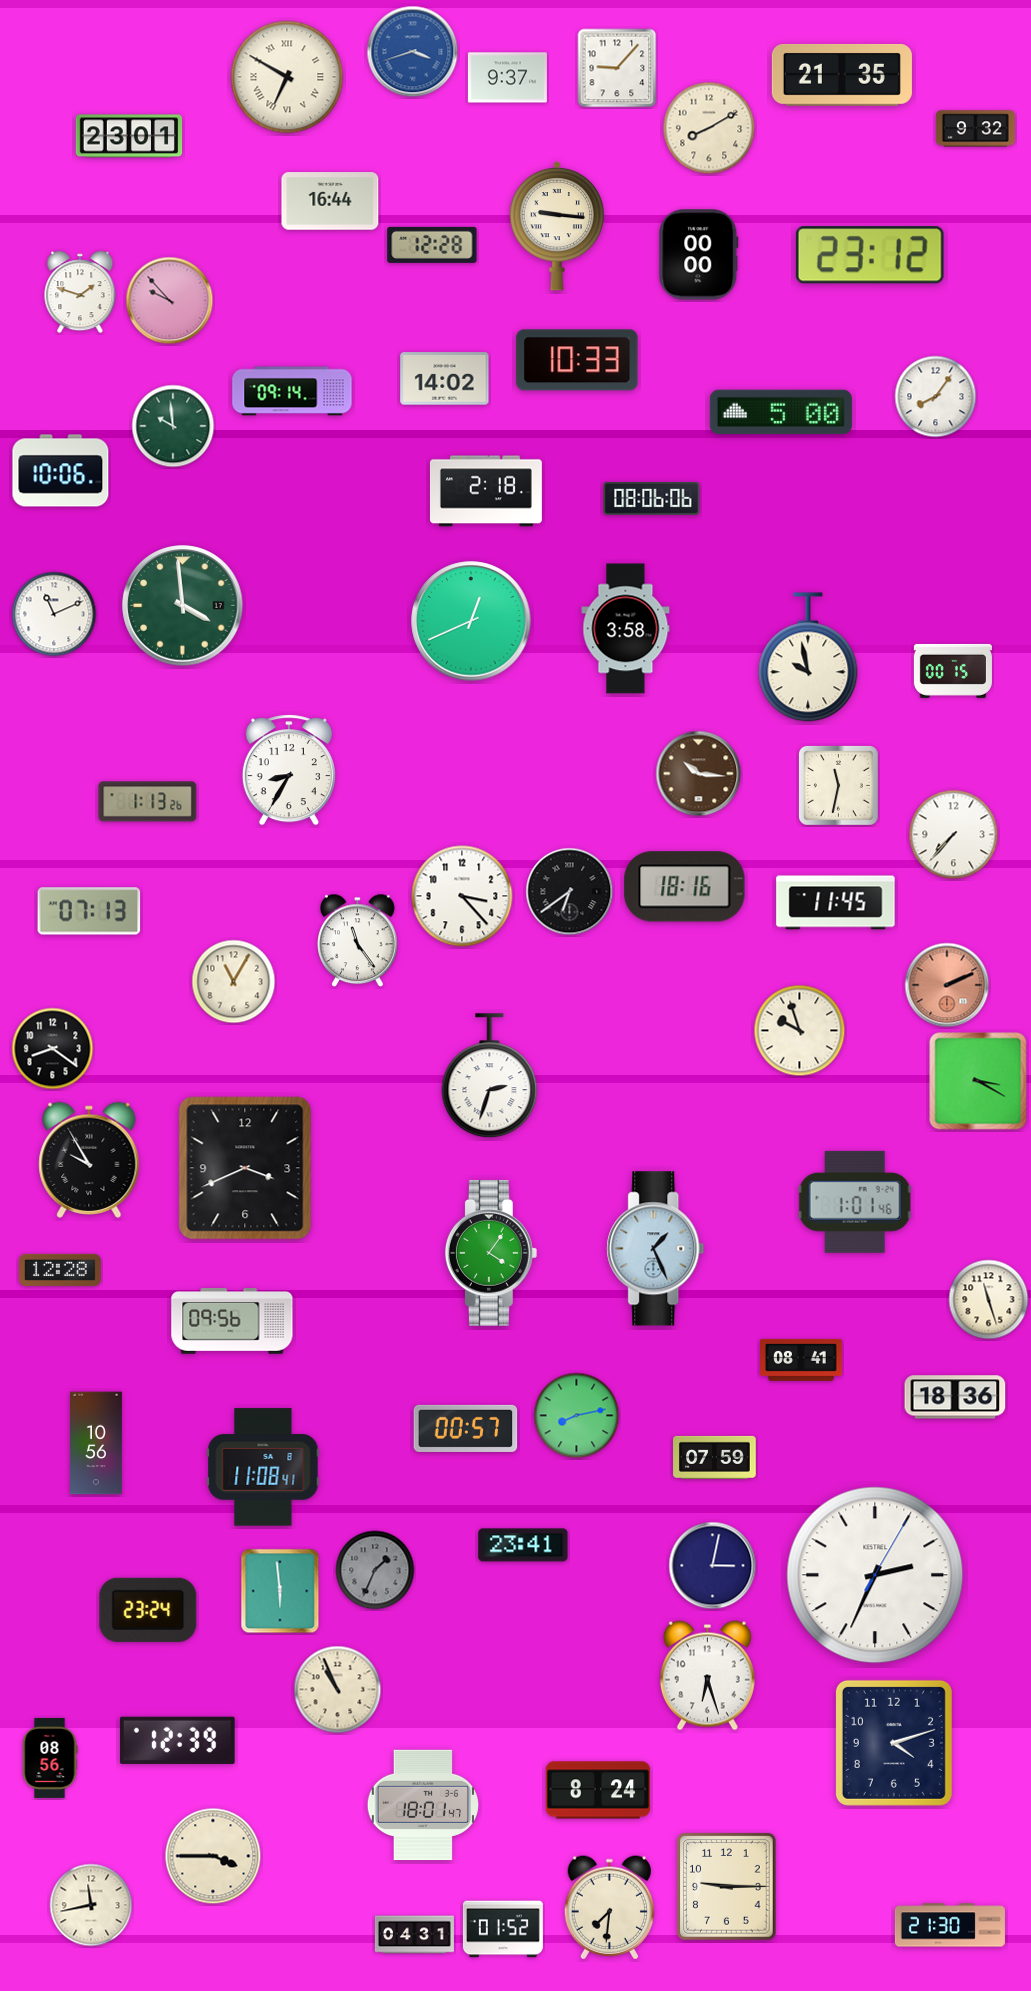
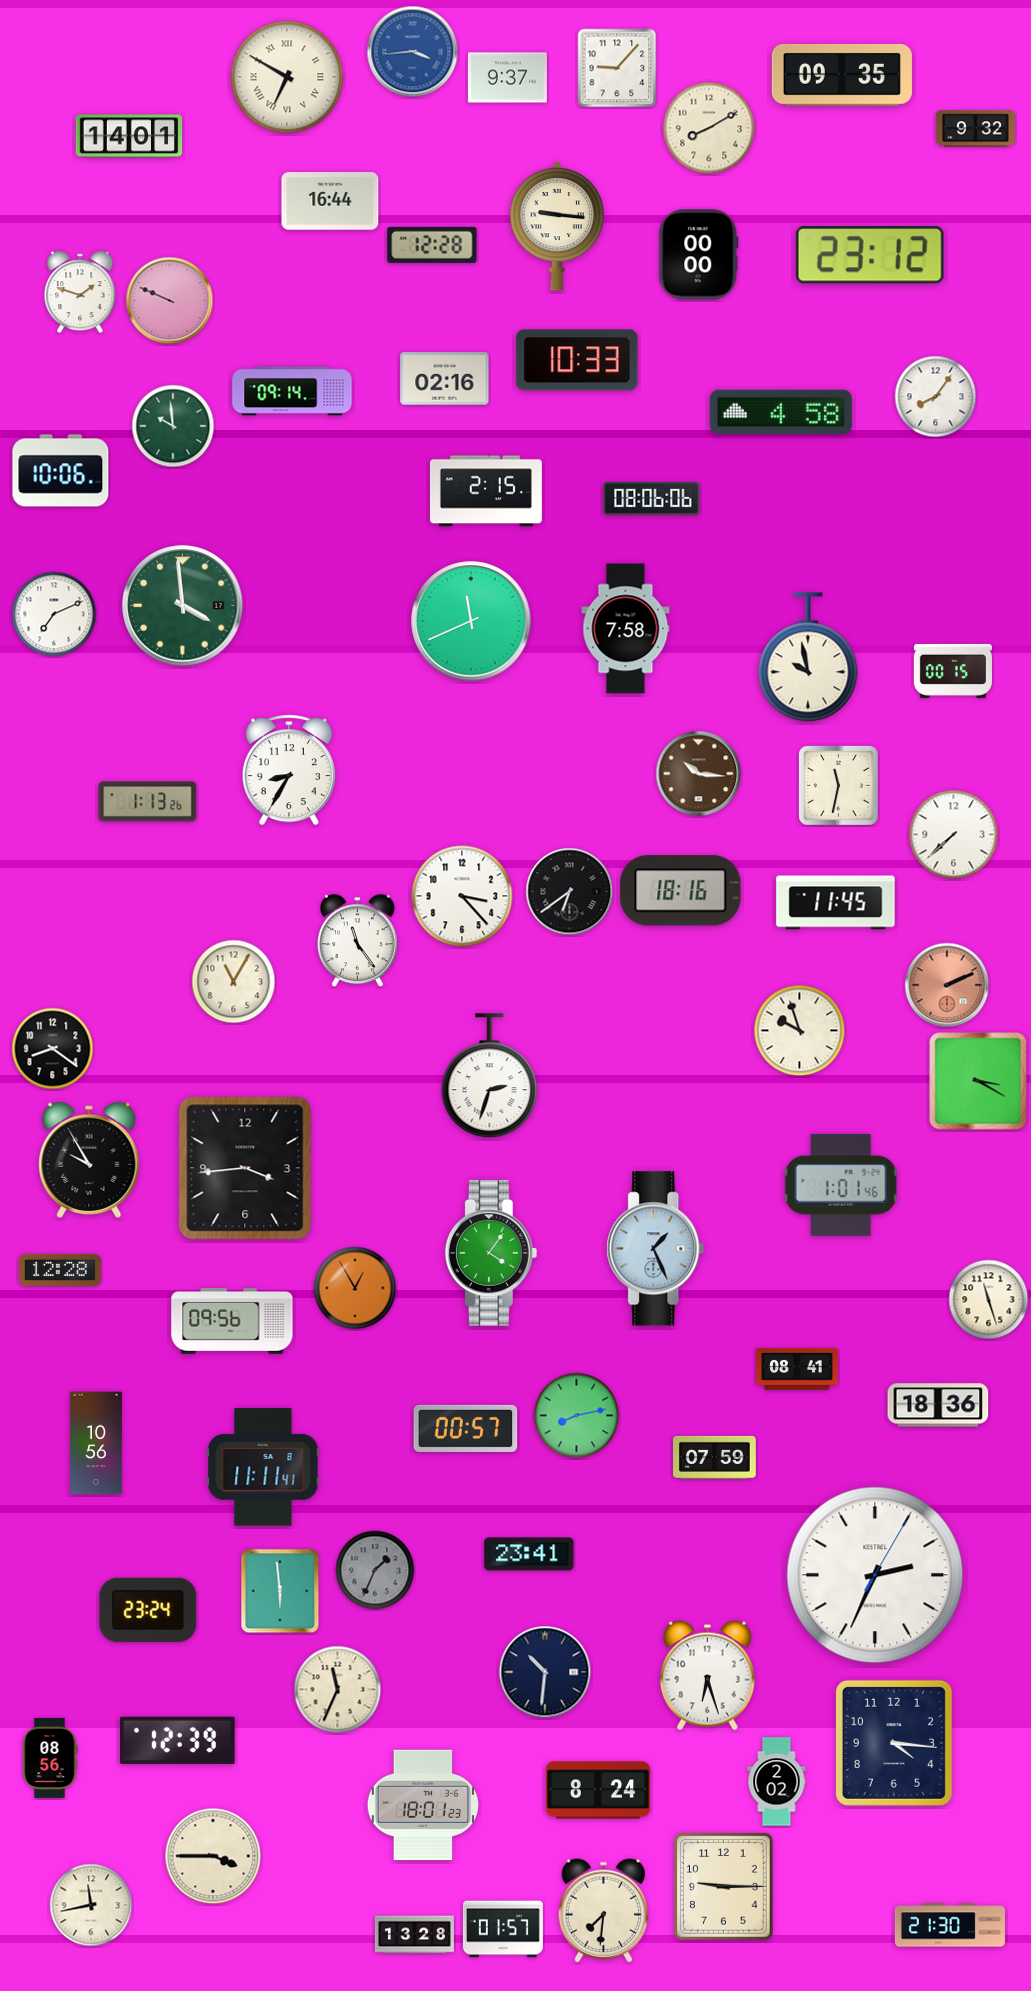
clock at (413, 52): 3:42 -> 3:44
clock at (842, 75): 21:35 -> 09:35
clock at (129, 136): 23:01 -> 14:01
clock at (170, 301): 9:53 -> 9:49
clock at (445, 379): 14:02 -> 02:16
clock at (781, 412): 5:00 -> 4:58
clock at (486, 491): 2:18 -> 2:15
clock at (54, 614): 11:11 -> 7:11
clock at (471, 621): 12:41 -> 11:41
clock at (626, 629): 3:58 -> 7:58
clock at (954, 835): 7:37 -> 7:38
clock at (685, 887) position: (685, 887) -> (681, 891)
clock at (89, 911): 07:13 -> none
clock at (245, 1168): 3:41 -> 3:44
clock at (855, 1202) position: (855, 1202) -> (841, 1185)
clock at (355, 1288): none -> 12:55
clock at (802, 1360) position: (802, 1360) -> (798, 1369)
clock at (955, 1397) position: (955, 1397) -> (938, 1405)
clock at (263, 1467): 11:08 -> 11:11
clock at (523, 1545) position: (523, 1545) -> (529, 1554)
clock at (713, 1566): 3:02 -> none
clock at (545, 1672): none -> 10:31
clock at (338, 1690): 10:56 -> 11:34
clock at (894, 1743): 4:12 -> 4:16
clock at (777, 1782): none -> 2:02
clock at (422, 1805): 18:01:47 -> 18:01:23
clock at (727, 1887) position: (727, 1887) -> (724, 1887)
clock at (610, 1908) position: (610, 1908) -> (604, 1911)
clock at (503, 1929): 01:52 -> 01:57
clock at (414, 1935): 04:31 -> 13:28
